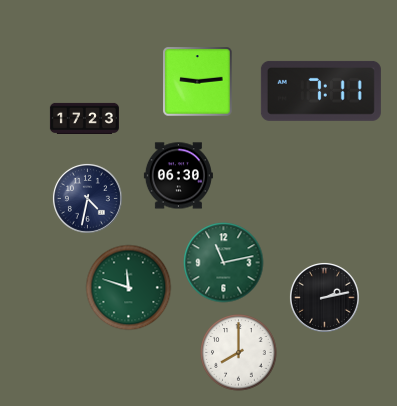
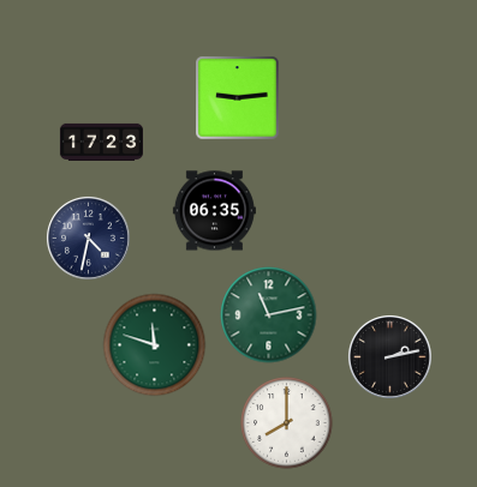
clock at (321, 91): 7:11 -> none
clock at (178, 176): 06:30 -> 06:35
clock at (87, 198) position: (87, 198) -> (88, 238)
